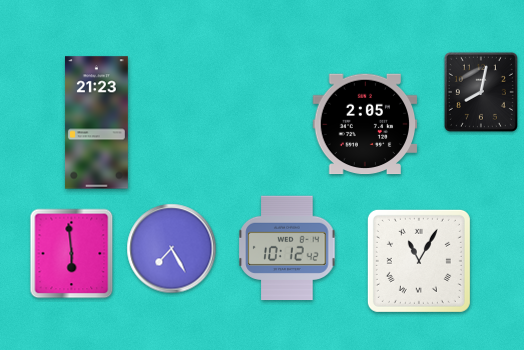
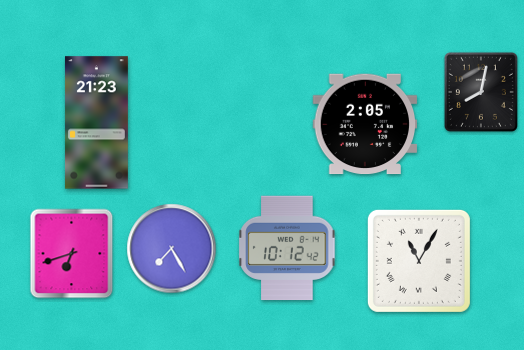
clock at (72, 254): 5:59 -> 6:42
